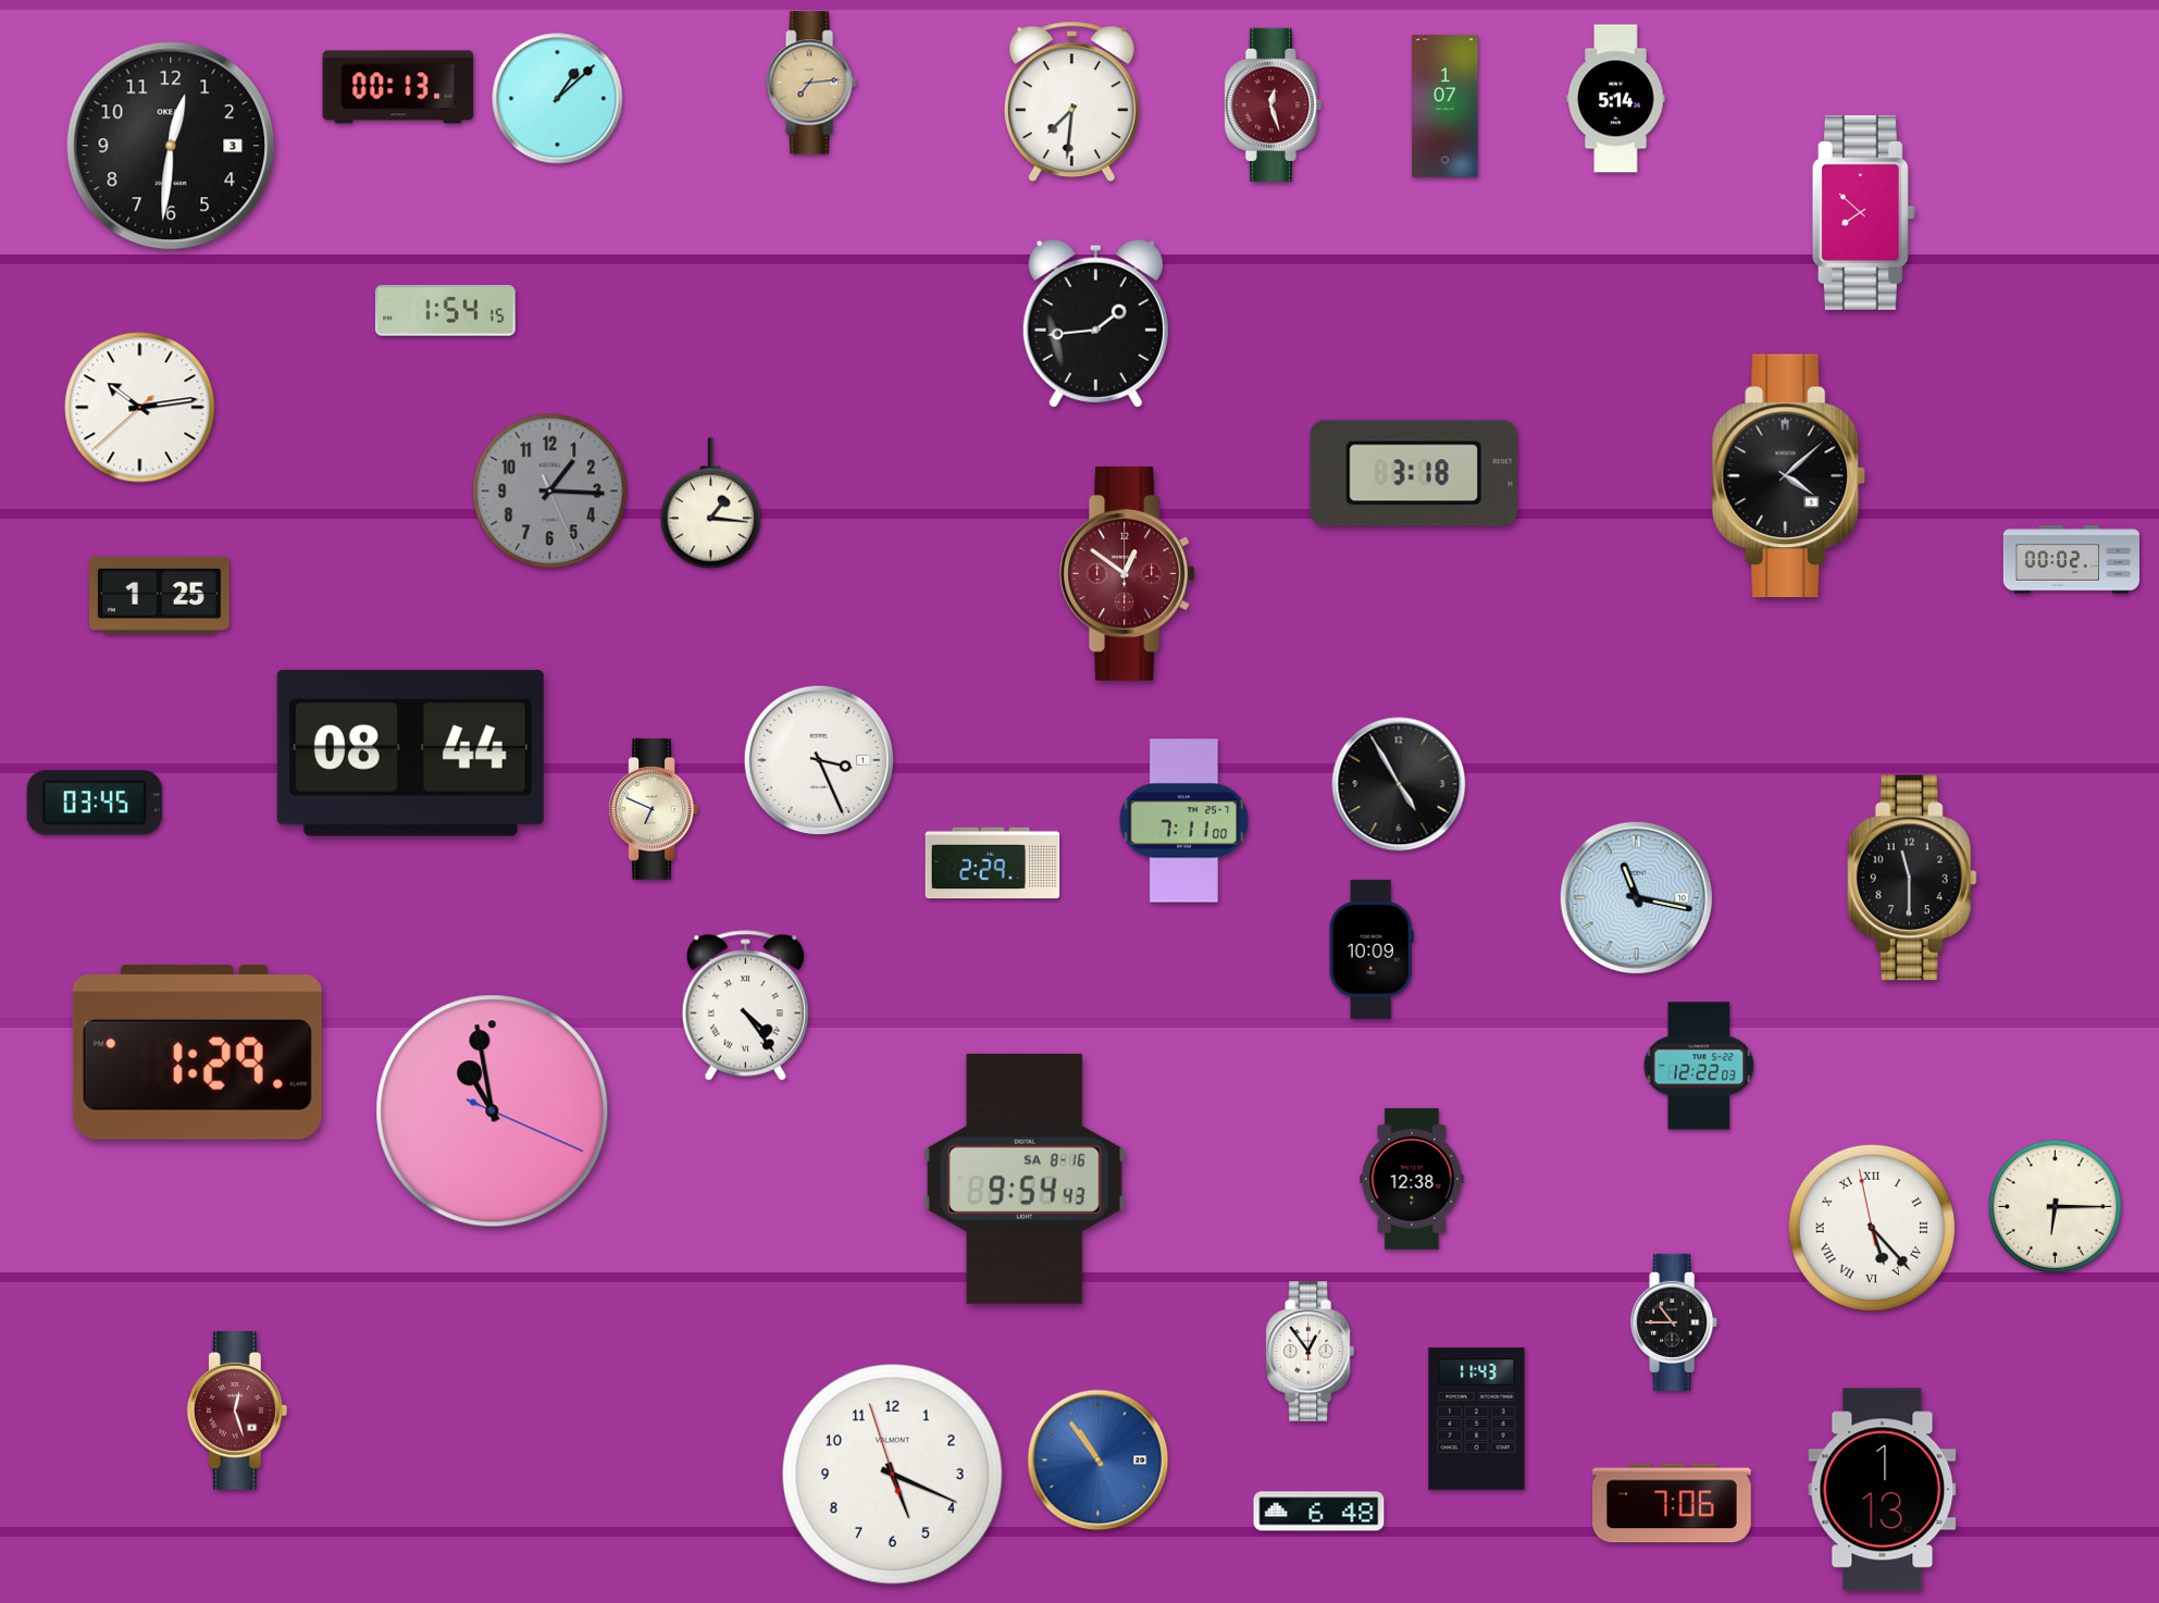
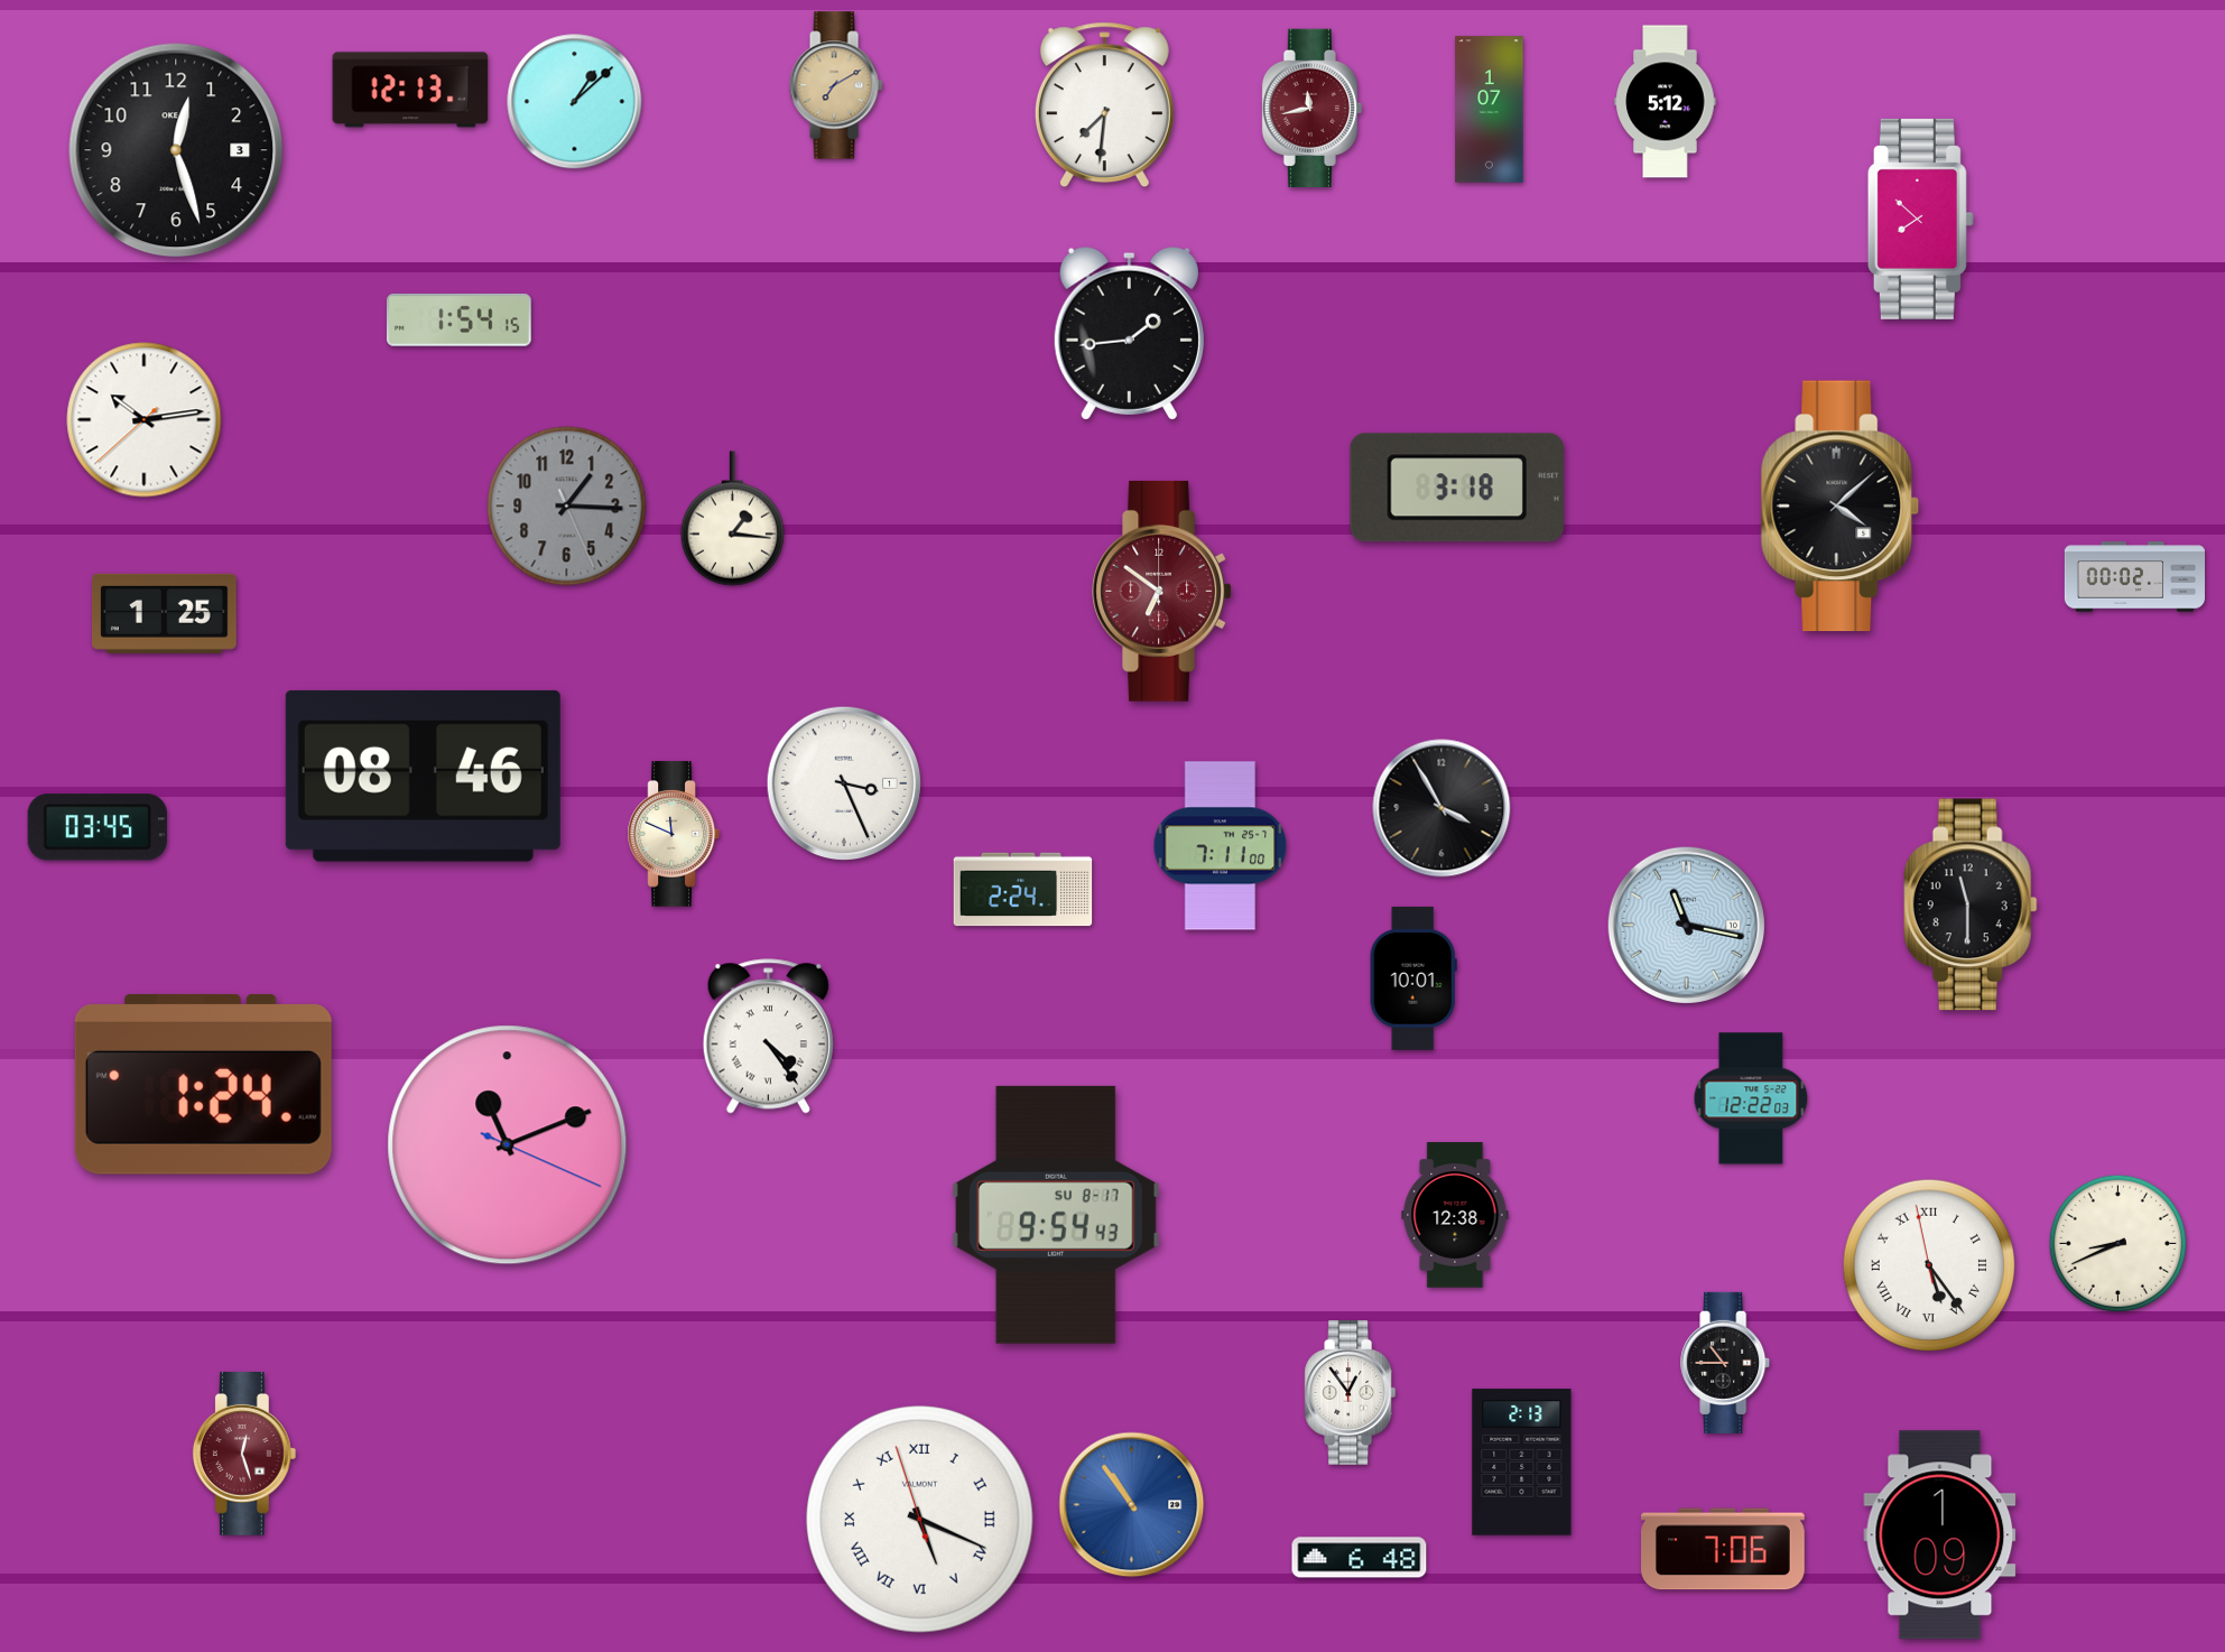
clock at (811, 83): 7:14 -> 7:10
clock at (398, 87): 00:13 -> 12:13
clock at (1616, 99): 5:14 -> 5:12
clock at (1274, 104): 12:27 -> 11:43
clock at (171, 146): 12:31 -> 12:27
clock at (1789, 476) position: (1789, 476) -> (1841, 507)
clock at (1128, 573): 12:51 -> 6:51
clock at (410, 753): 08:44 -> 08:46
clock at (1399, 784): 4:55 -> 3:55
clock at (654, 809): 6:49 -> 11:49
clock at (993, 863): 2:29 -> 2:24
clock at (1372, 949): 10:09 -> 10:01
clock at (197, 1052): 1:29 -> 1:24
clock at (493, 1111): 10:58 -> 11:11
clock at (1025, 1179) date: SA 8-16 -> SU 8-17
clock at (2055, 1206): 6:15 -> 8:41
clock at (1872, 1228): 5:22 -> 5:23
clock at (1477, 1419): 11:43 -> 2:13
clock at (892, 1474) numerals: Arabic -> Roman
clock at (1883, 1490): 1:13 -> 1:09
